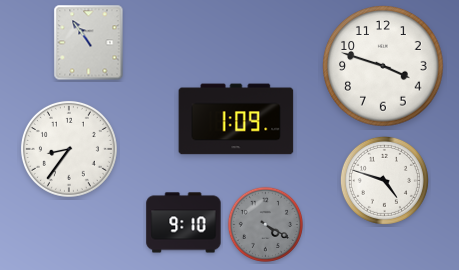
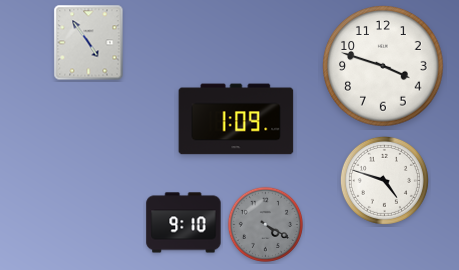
clock at (89, 43): 10:54 -> 4:54
clock at (69, 149): 8:36 -> none
